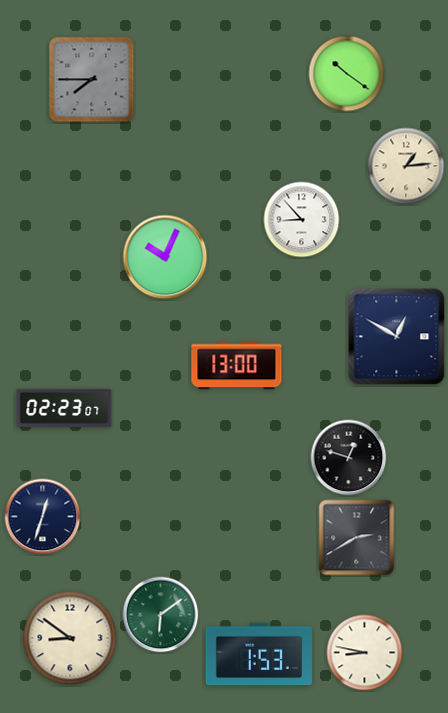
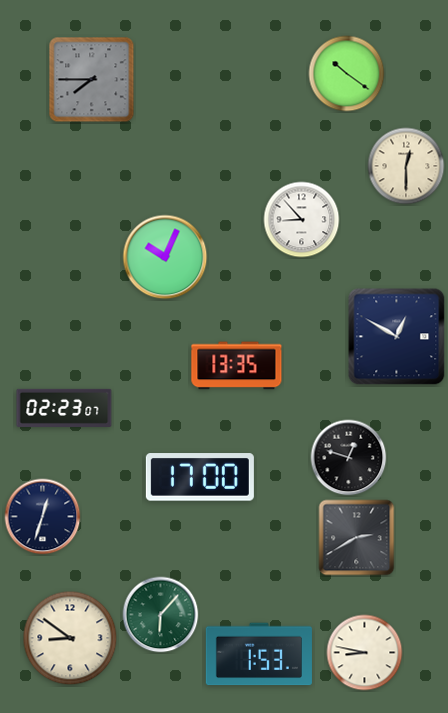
clock at (406, 166): 1:14 -> 12:30
clock at (237, 366): 13:00 -> 13:35
clock at (200, 477): none -> 17:00
clock at (161, 615): 6:09 -> 6:07
